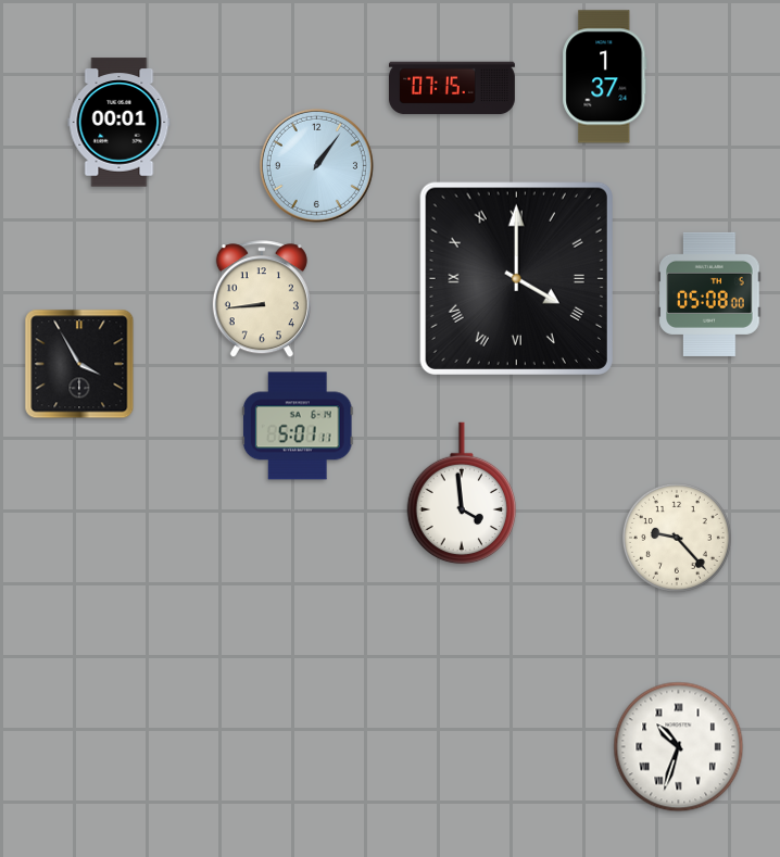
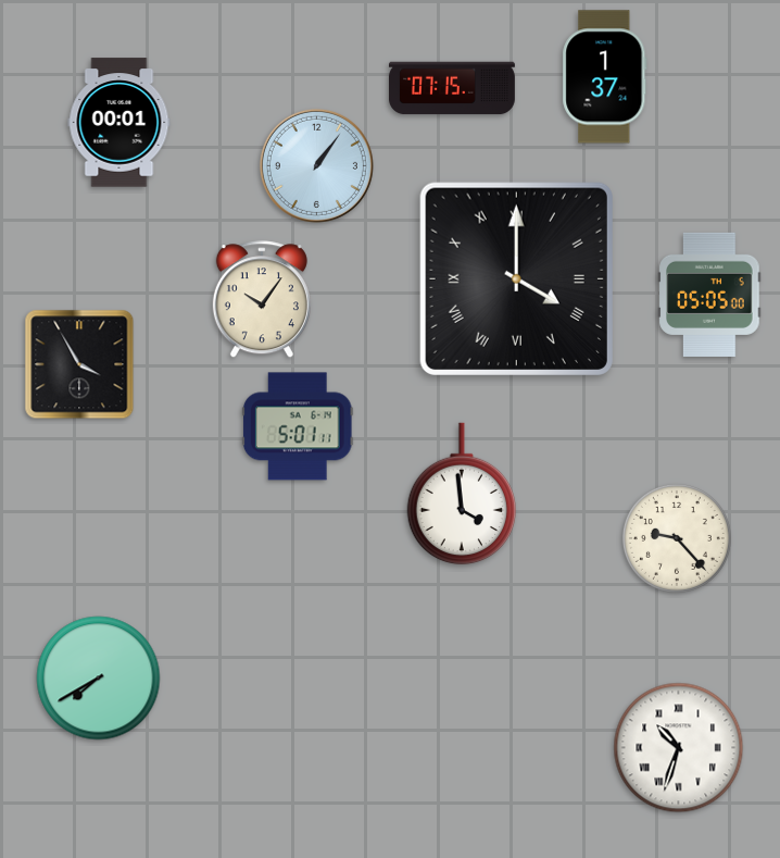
clock at (709, 294): 05:08 -> 05:05
clock at (262, 300): 8:44 -> 10:06
clock at (99, 679): none -> 7:40
